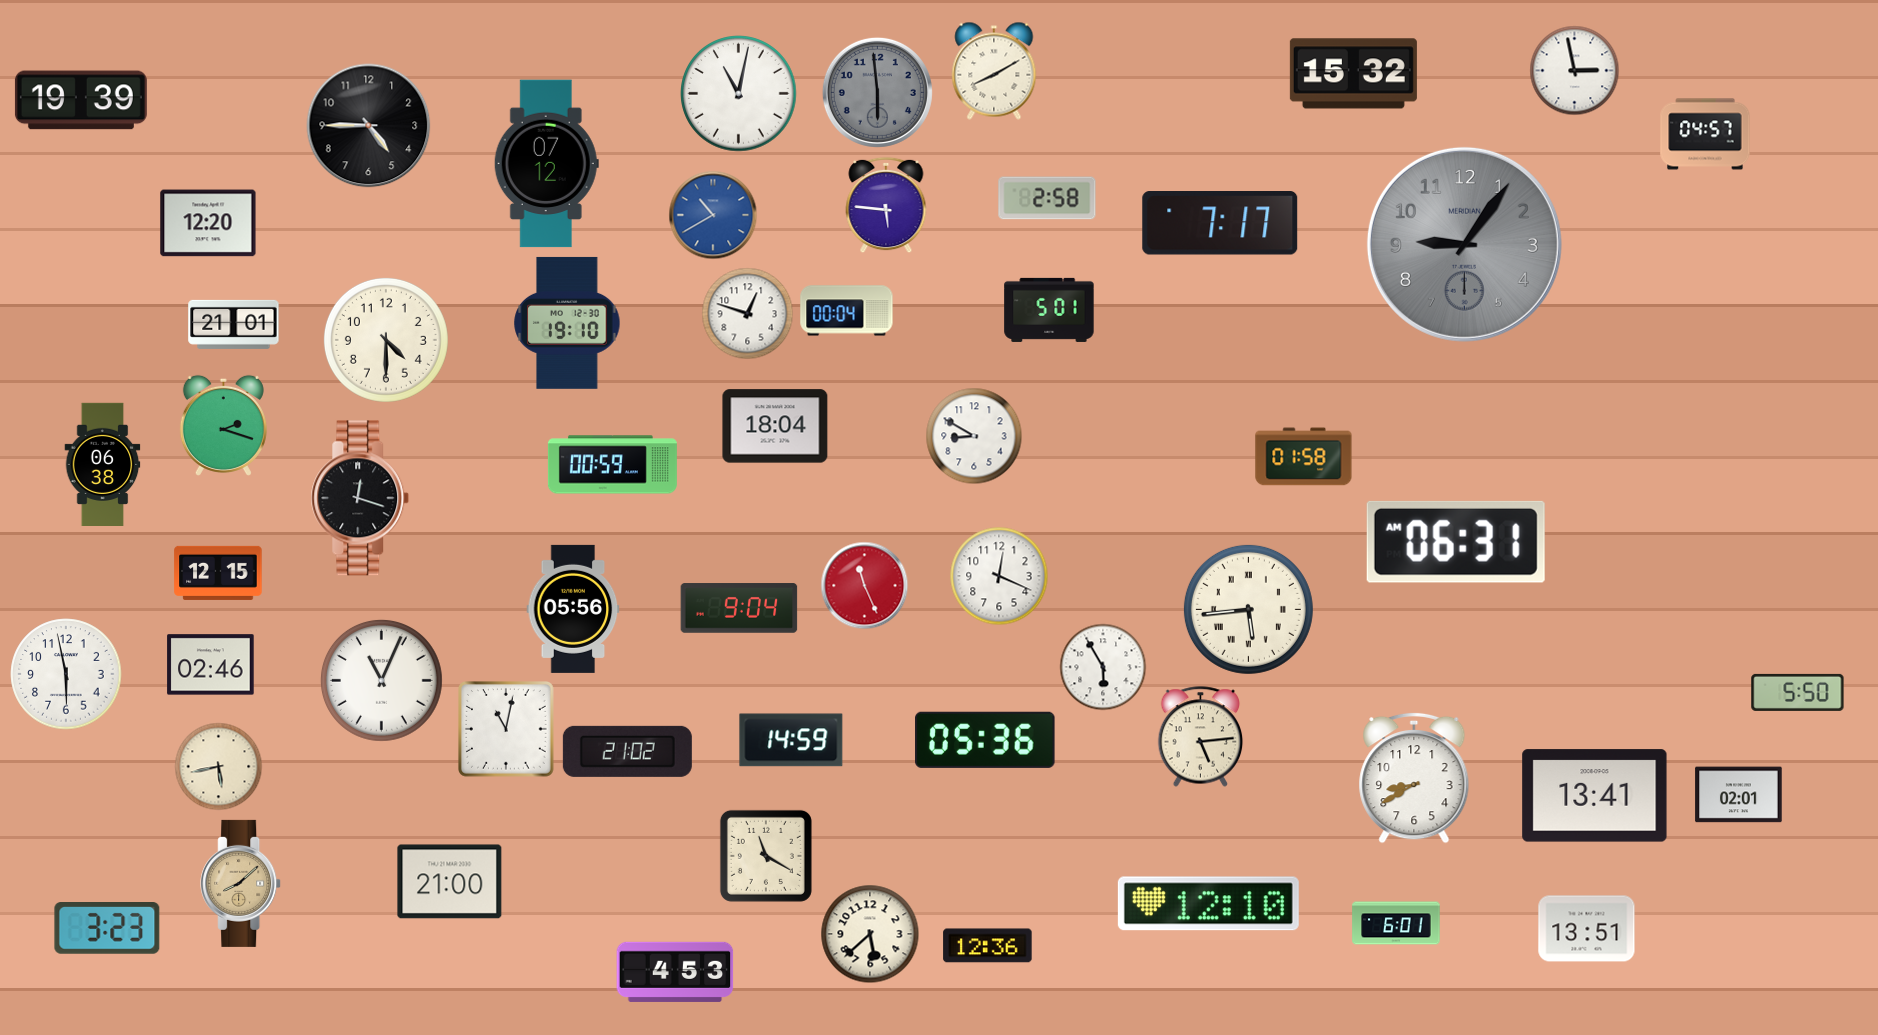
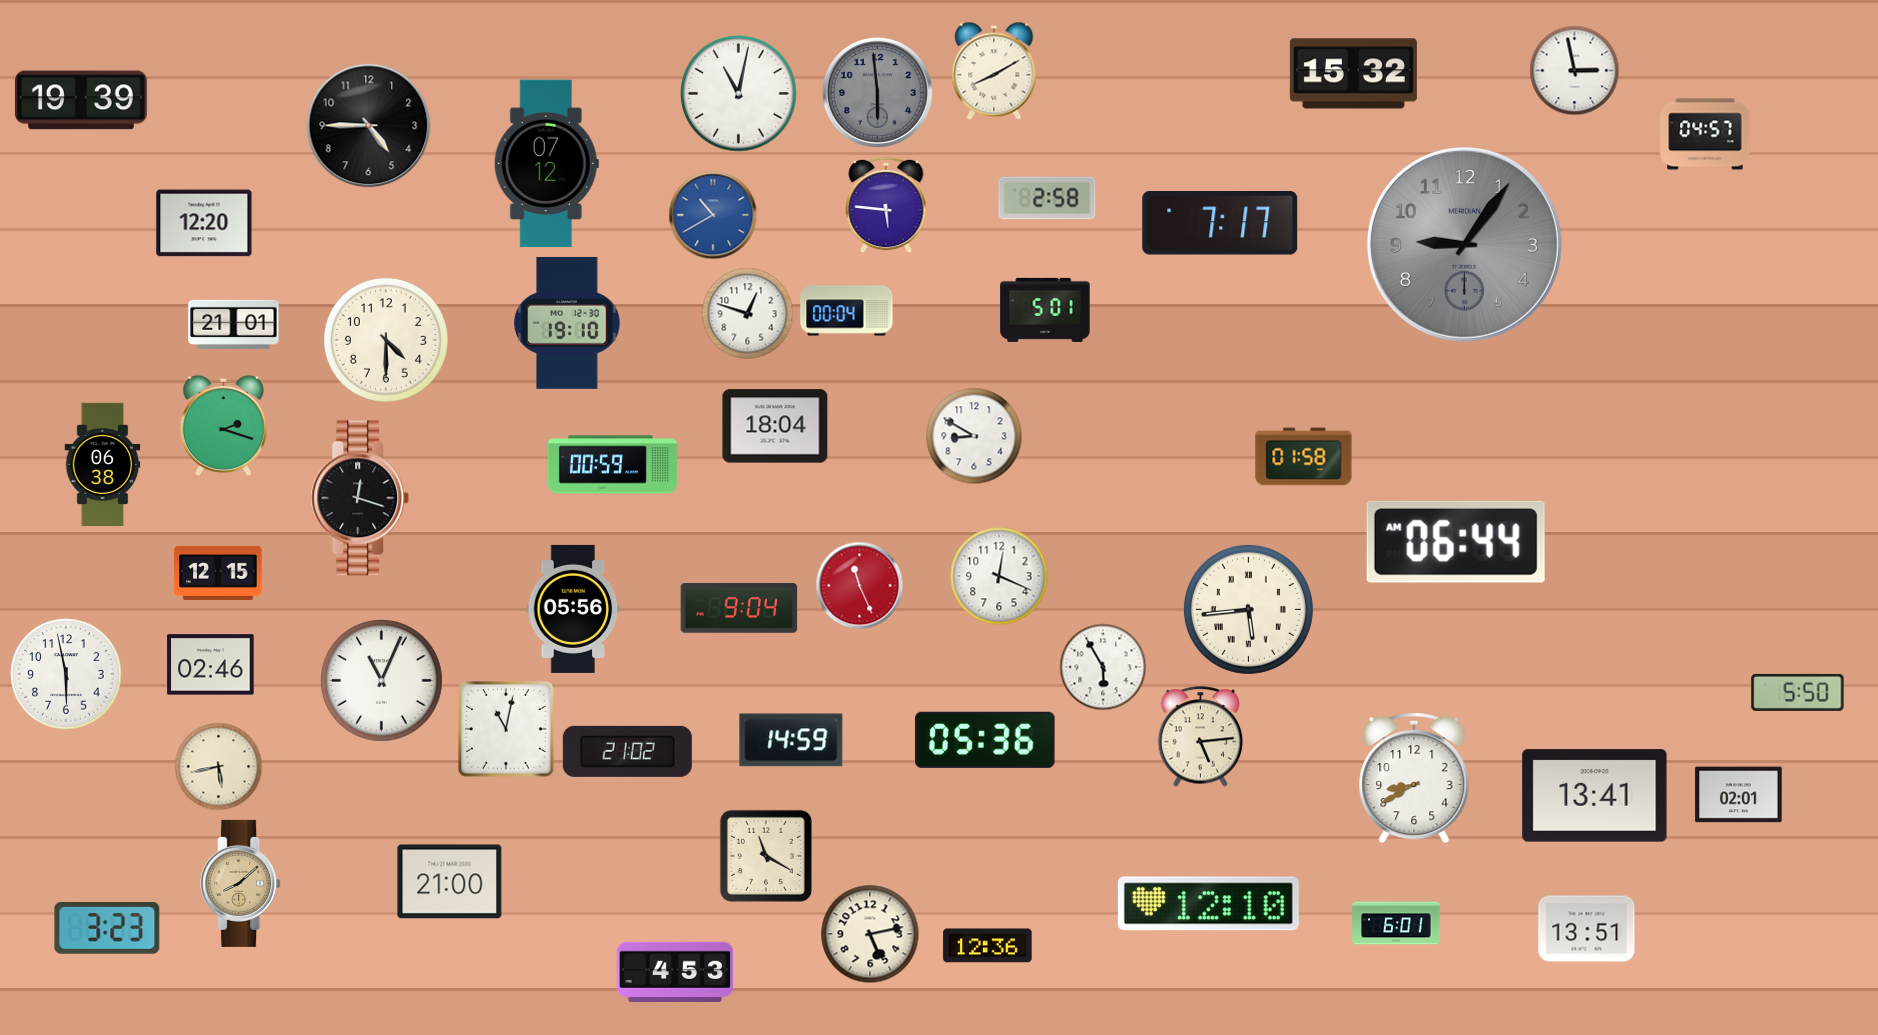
clock at (208, 223) position: (208, 223) -> (204, 223)
clock at (1049, 310) position: (1049, 310) -> (1045, 310)
clock at (1456, 542): 06:31 -> 06:44
clock at (864, 585) position: (864, 585) -> (859, 585)
clock at (870, 934): 5:38 -> 5:13
